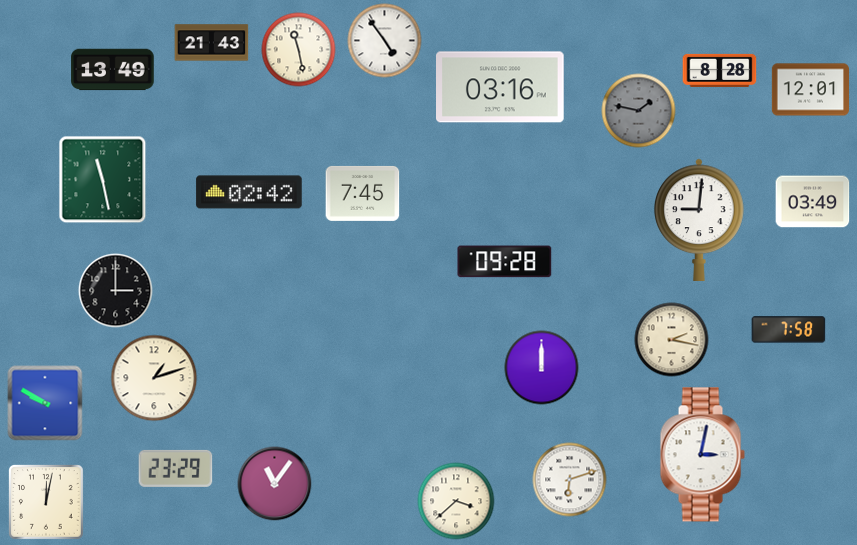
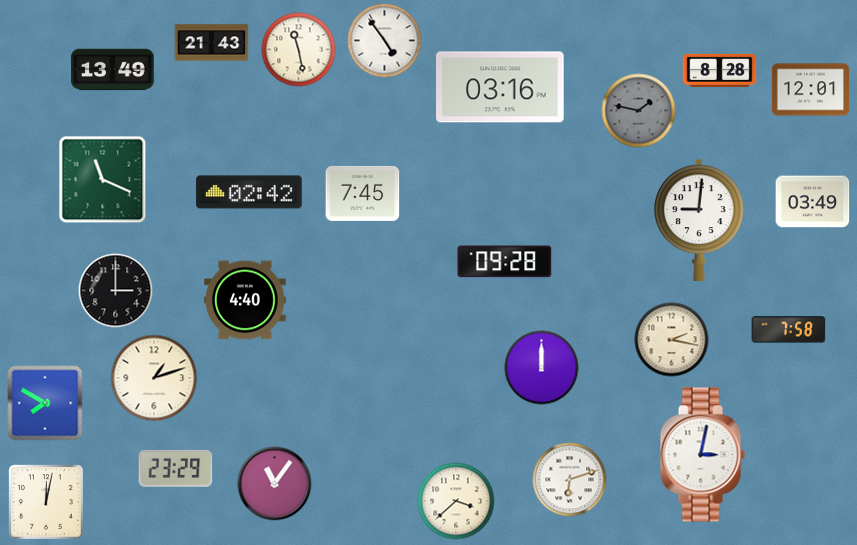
clock at (103, 180): 11:28 -> 11:19
clock at (245, 300): none -> 4:40
clock at (45, 403): 9:50 -> 7:50
